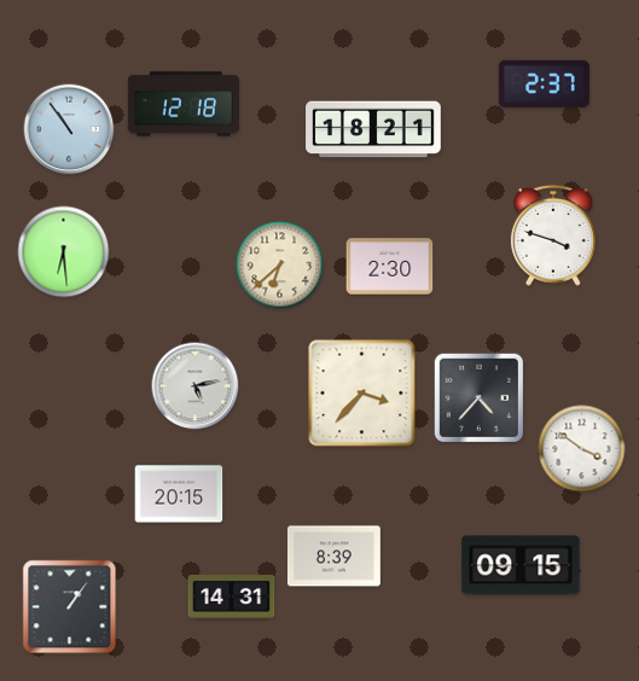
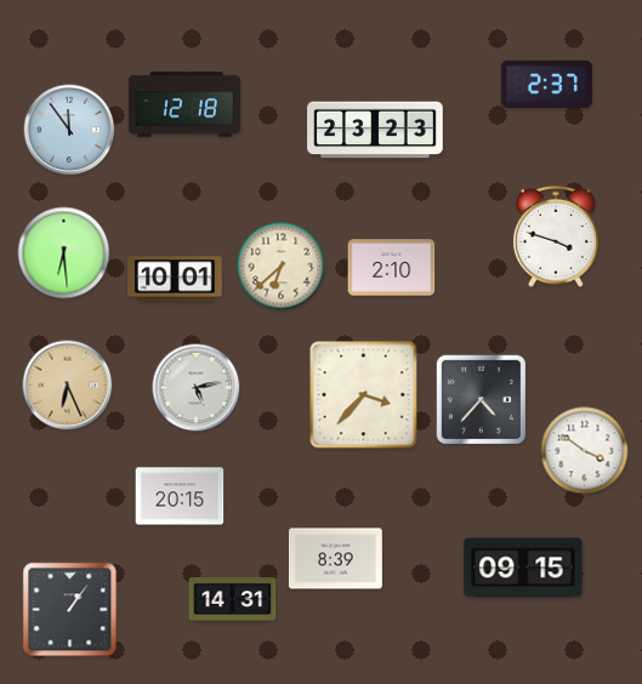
clock at (69, 129): 10:54 -> 11:54
clock at (373, 129): 18:21 -> 23:23
clock at (390, 267): 2:30 -> 2:10
clock at (175, 279): none -> 10:01
clock at (68, 386): none -> 6:26
